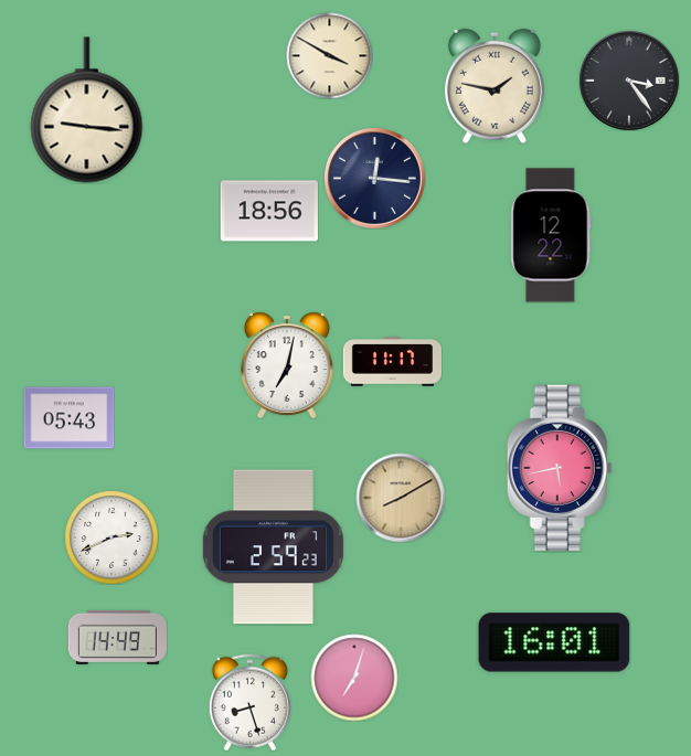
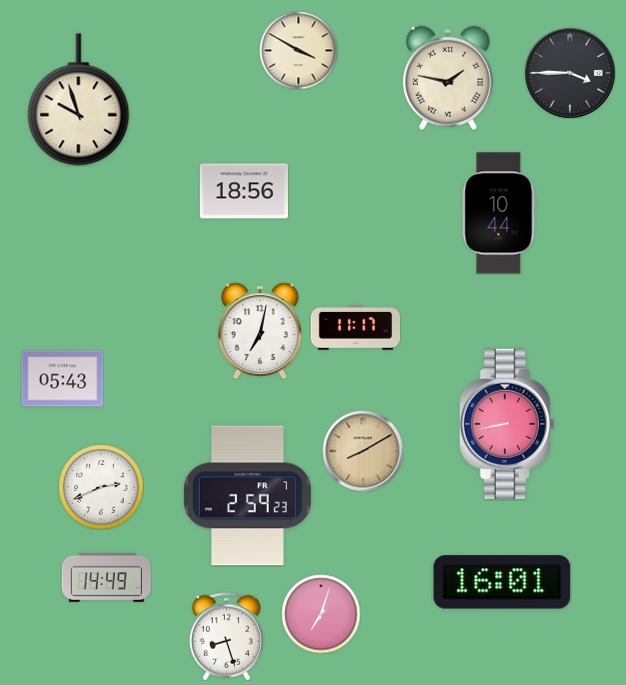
clock at (629, 81): 3:24 -> 3:45
clock at (87, 110): 9:16 -> 9:57
clock at (375, 179): 12:16 -> none
clock at (551, 235): 12:22 -> 10:44
clock at (560, 468): 5:43 -> 8:43
